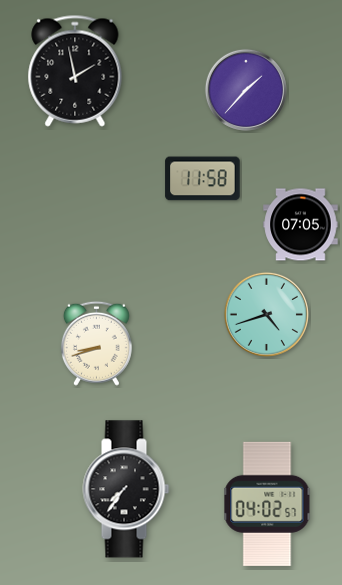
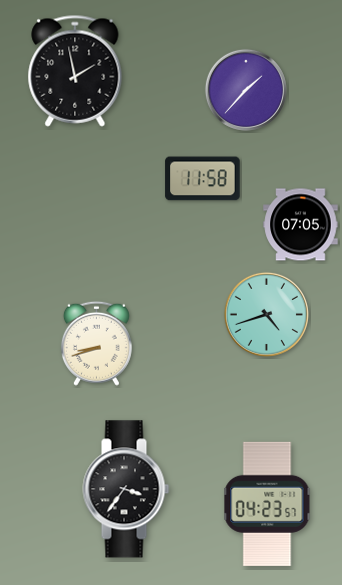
clock at (126, 489): 7:36 -> 3:36
clock at (267, 504): 04:02 -> 04:23
